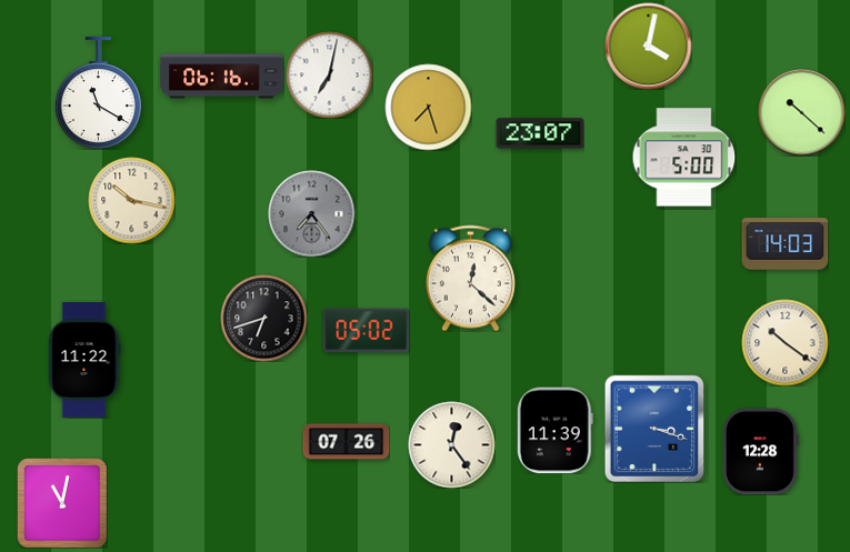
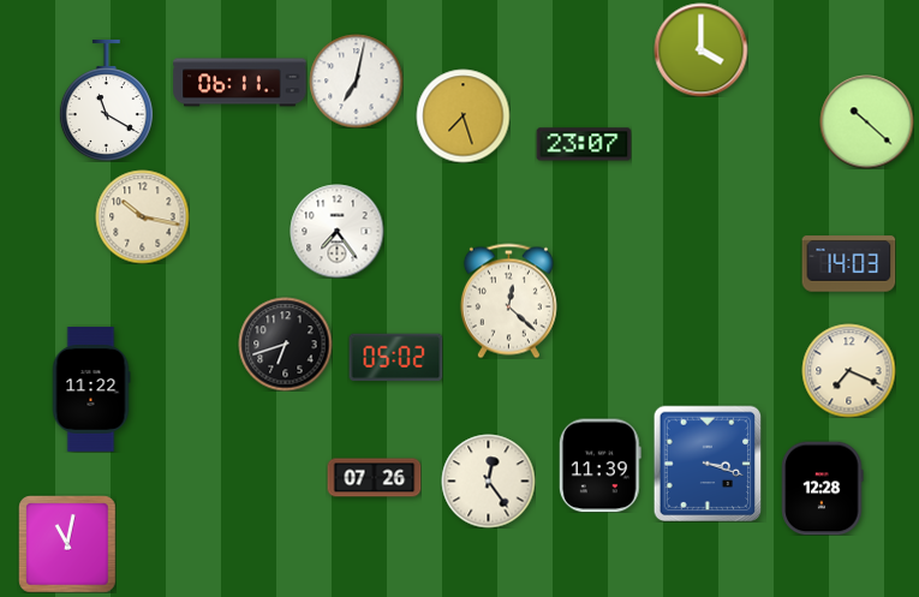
clock at (648, 46): 4:02 -> 4:00
clock at (222, 77): 06:16 -> 06:11
clock at (683, 158): 5:00 -> none
clock at (311, 213) dial: grey -> white
clock at (784, 342): 10:21 -> 7:19
